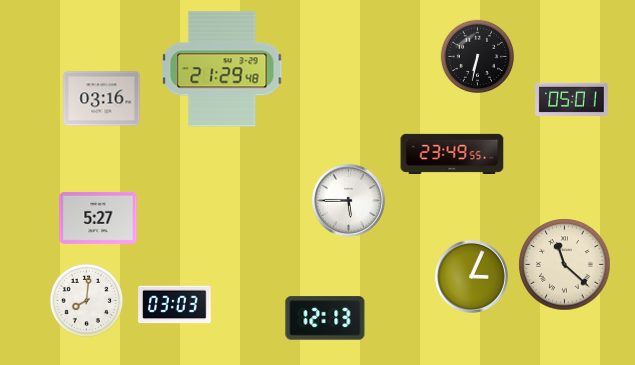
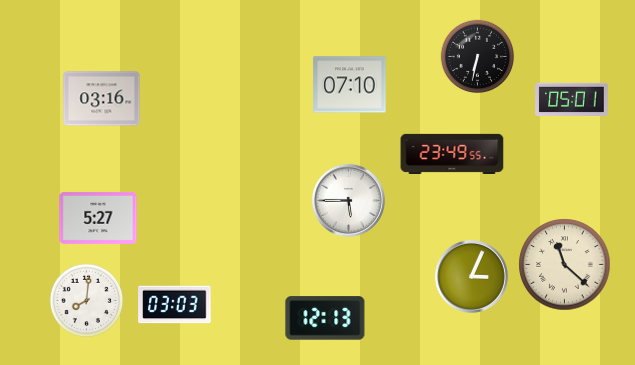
clock at (222, 69): 21:29 -> none
clock at (350, 85): none -> 07:10
